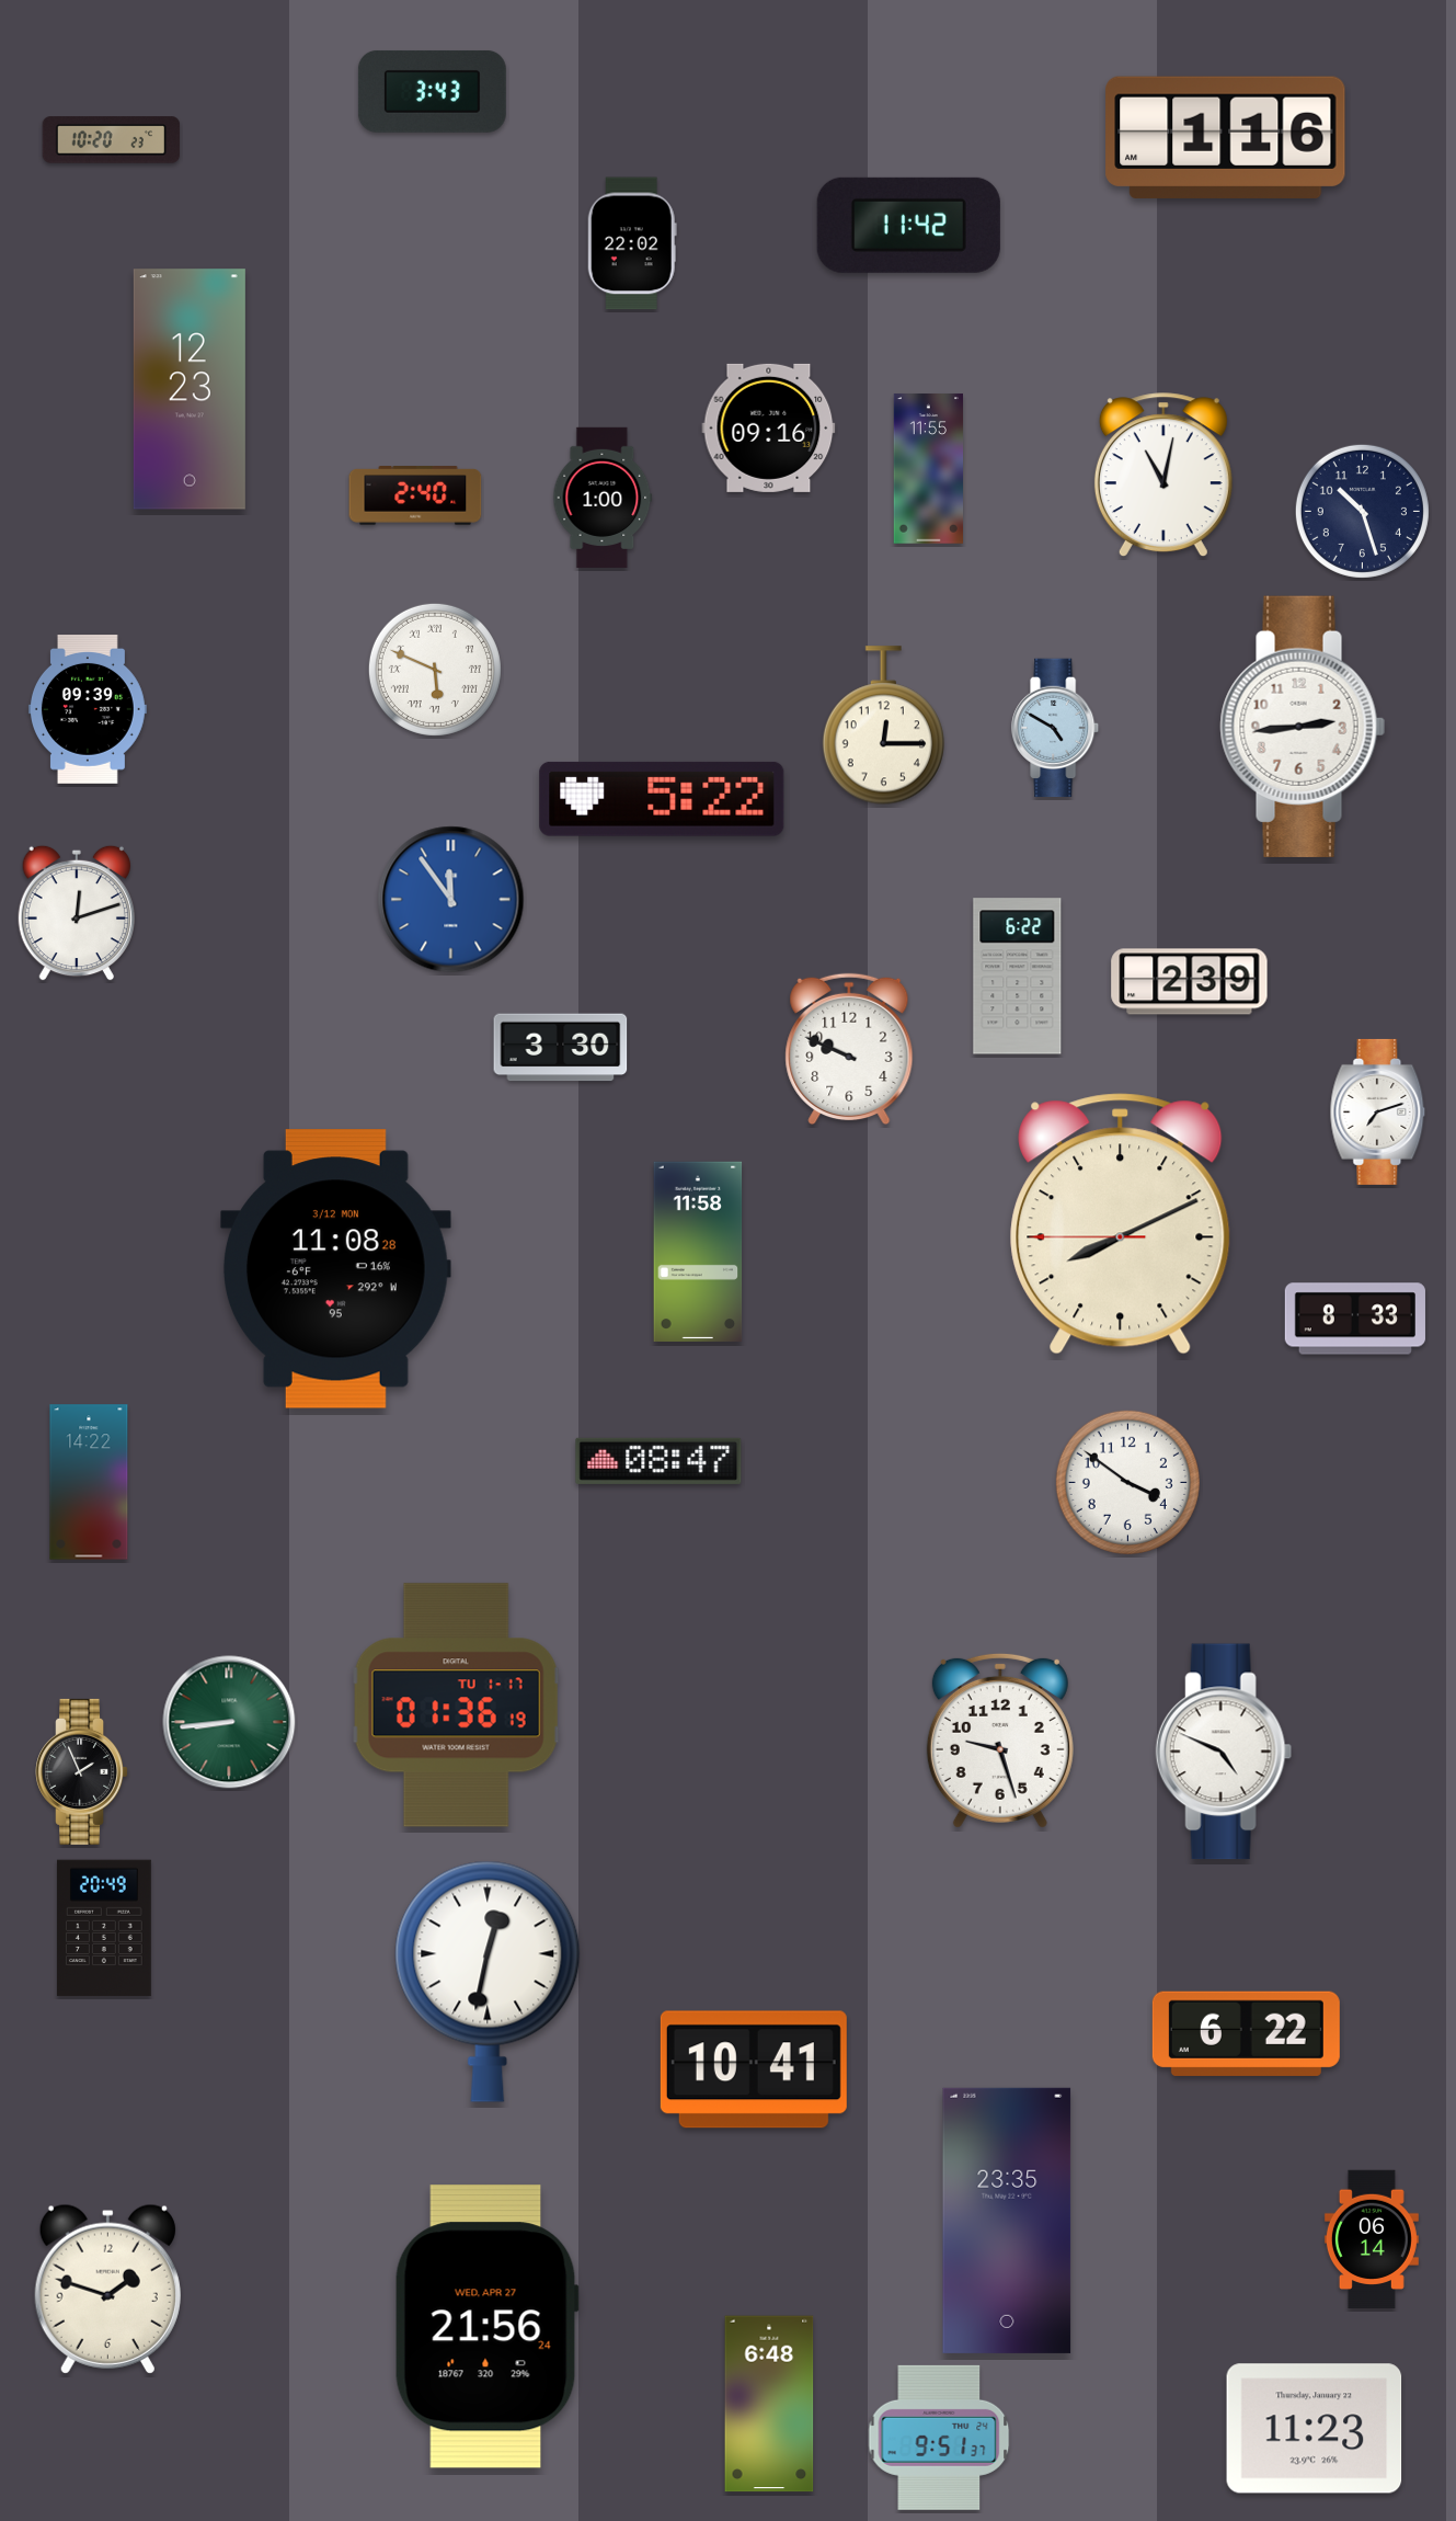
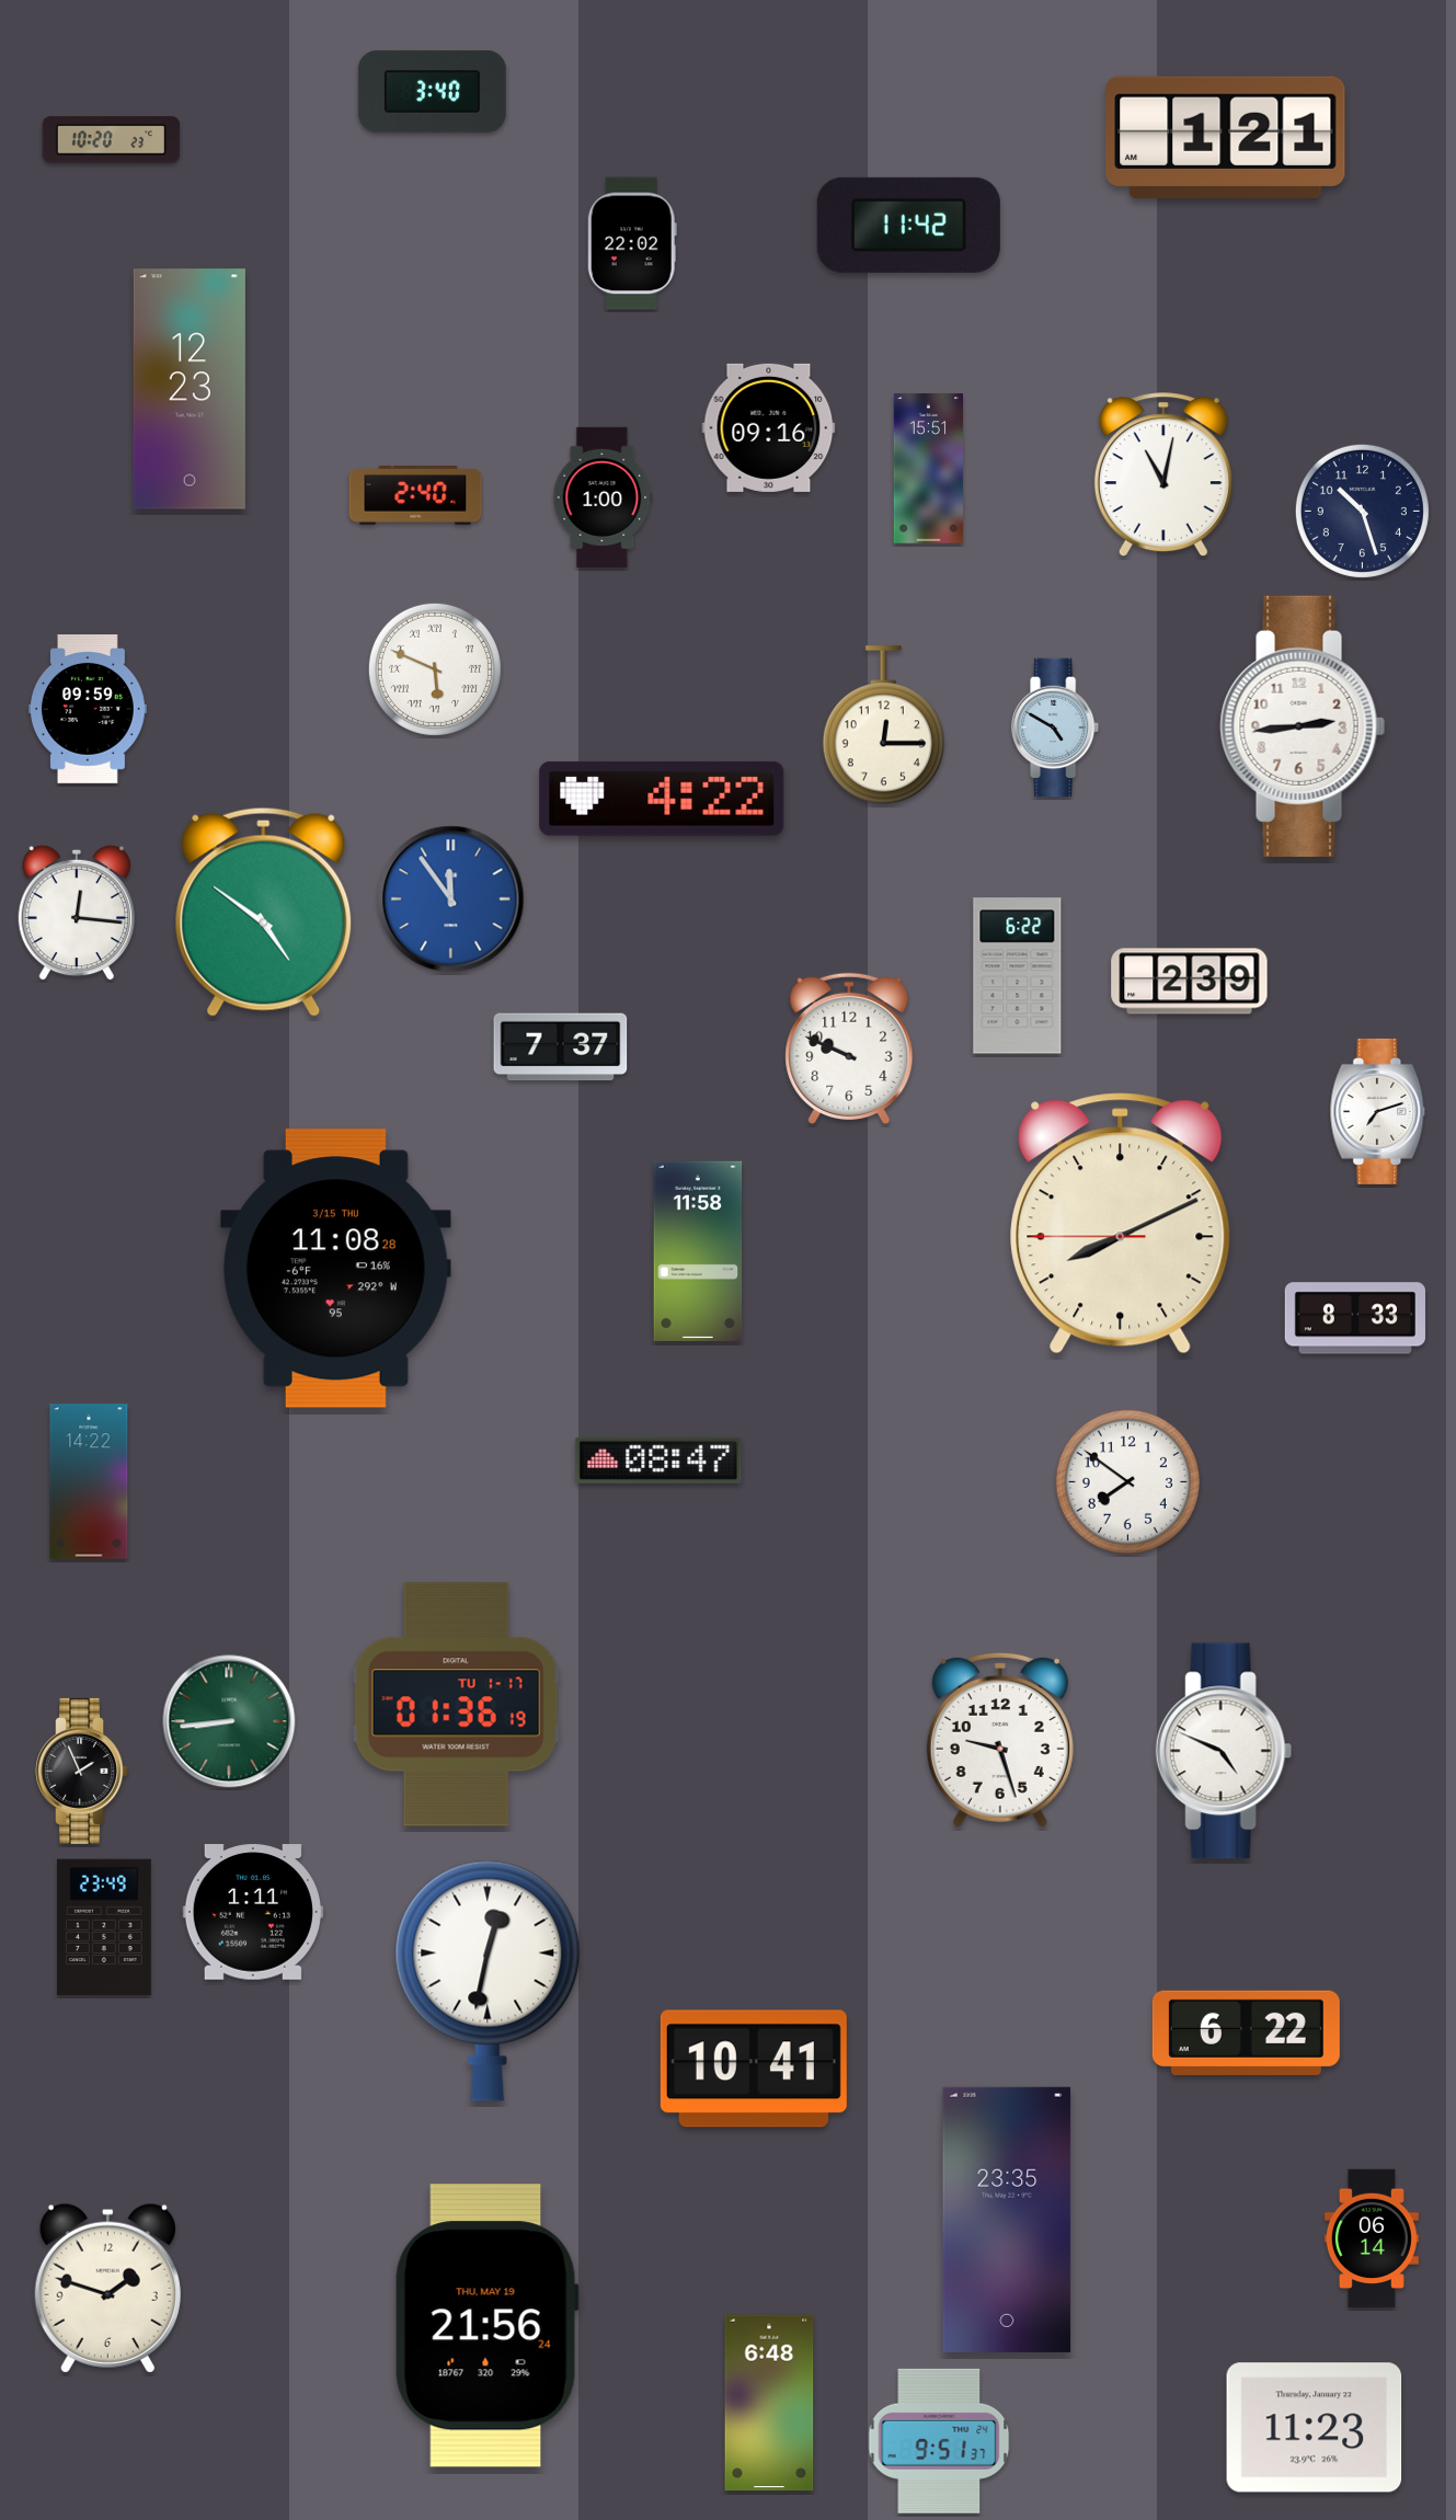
clock at (432, 91): 3:43 -> 3:40
clock at (1226, 137): 1:16 -> 1:21
clock at (928, 469): 11:55 -> 15:51
clock at (88, 710): 09:39 -> 09:59
clock at (662, 799): 5:22 -> 4:22
clock at (264, 912): none -> 4:51
clock at (77, 913): 12:12 -> 12:16
clock at (561, 1048): 3:30 -> 7:37
clock at (335, 1269) date: 3/12 MON -> 3/15 THU
clock at (1127, 1482): 3:51 -> 7:51
clock at (253, 1912): none -> 1:11
clock at (104, 1928): 20:49 -> 23:49
clock at (486, 2327) date: WED, APR 27 -> THU, MAY 19
clock at (939, 2438) position: (939, 2438) -> (939, 2441)
